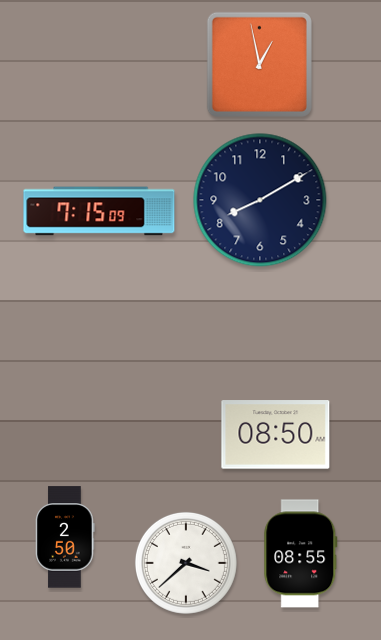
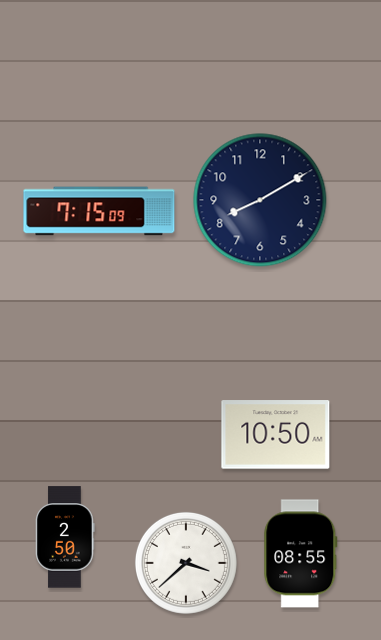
clock at (259, 64): 12:58 -> none
clock at (276, 435): 08:50 -> 10:50
